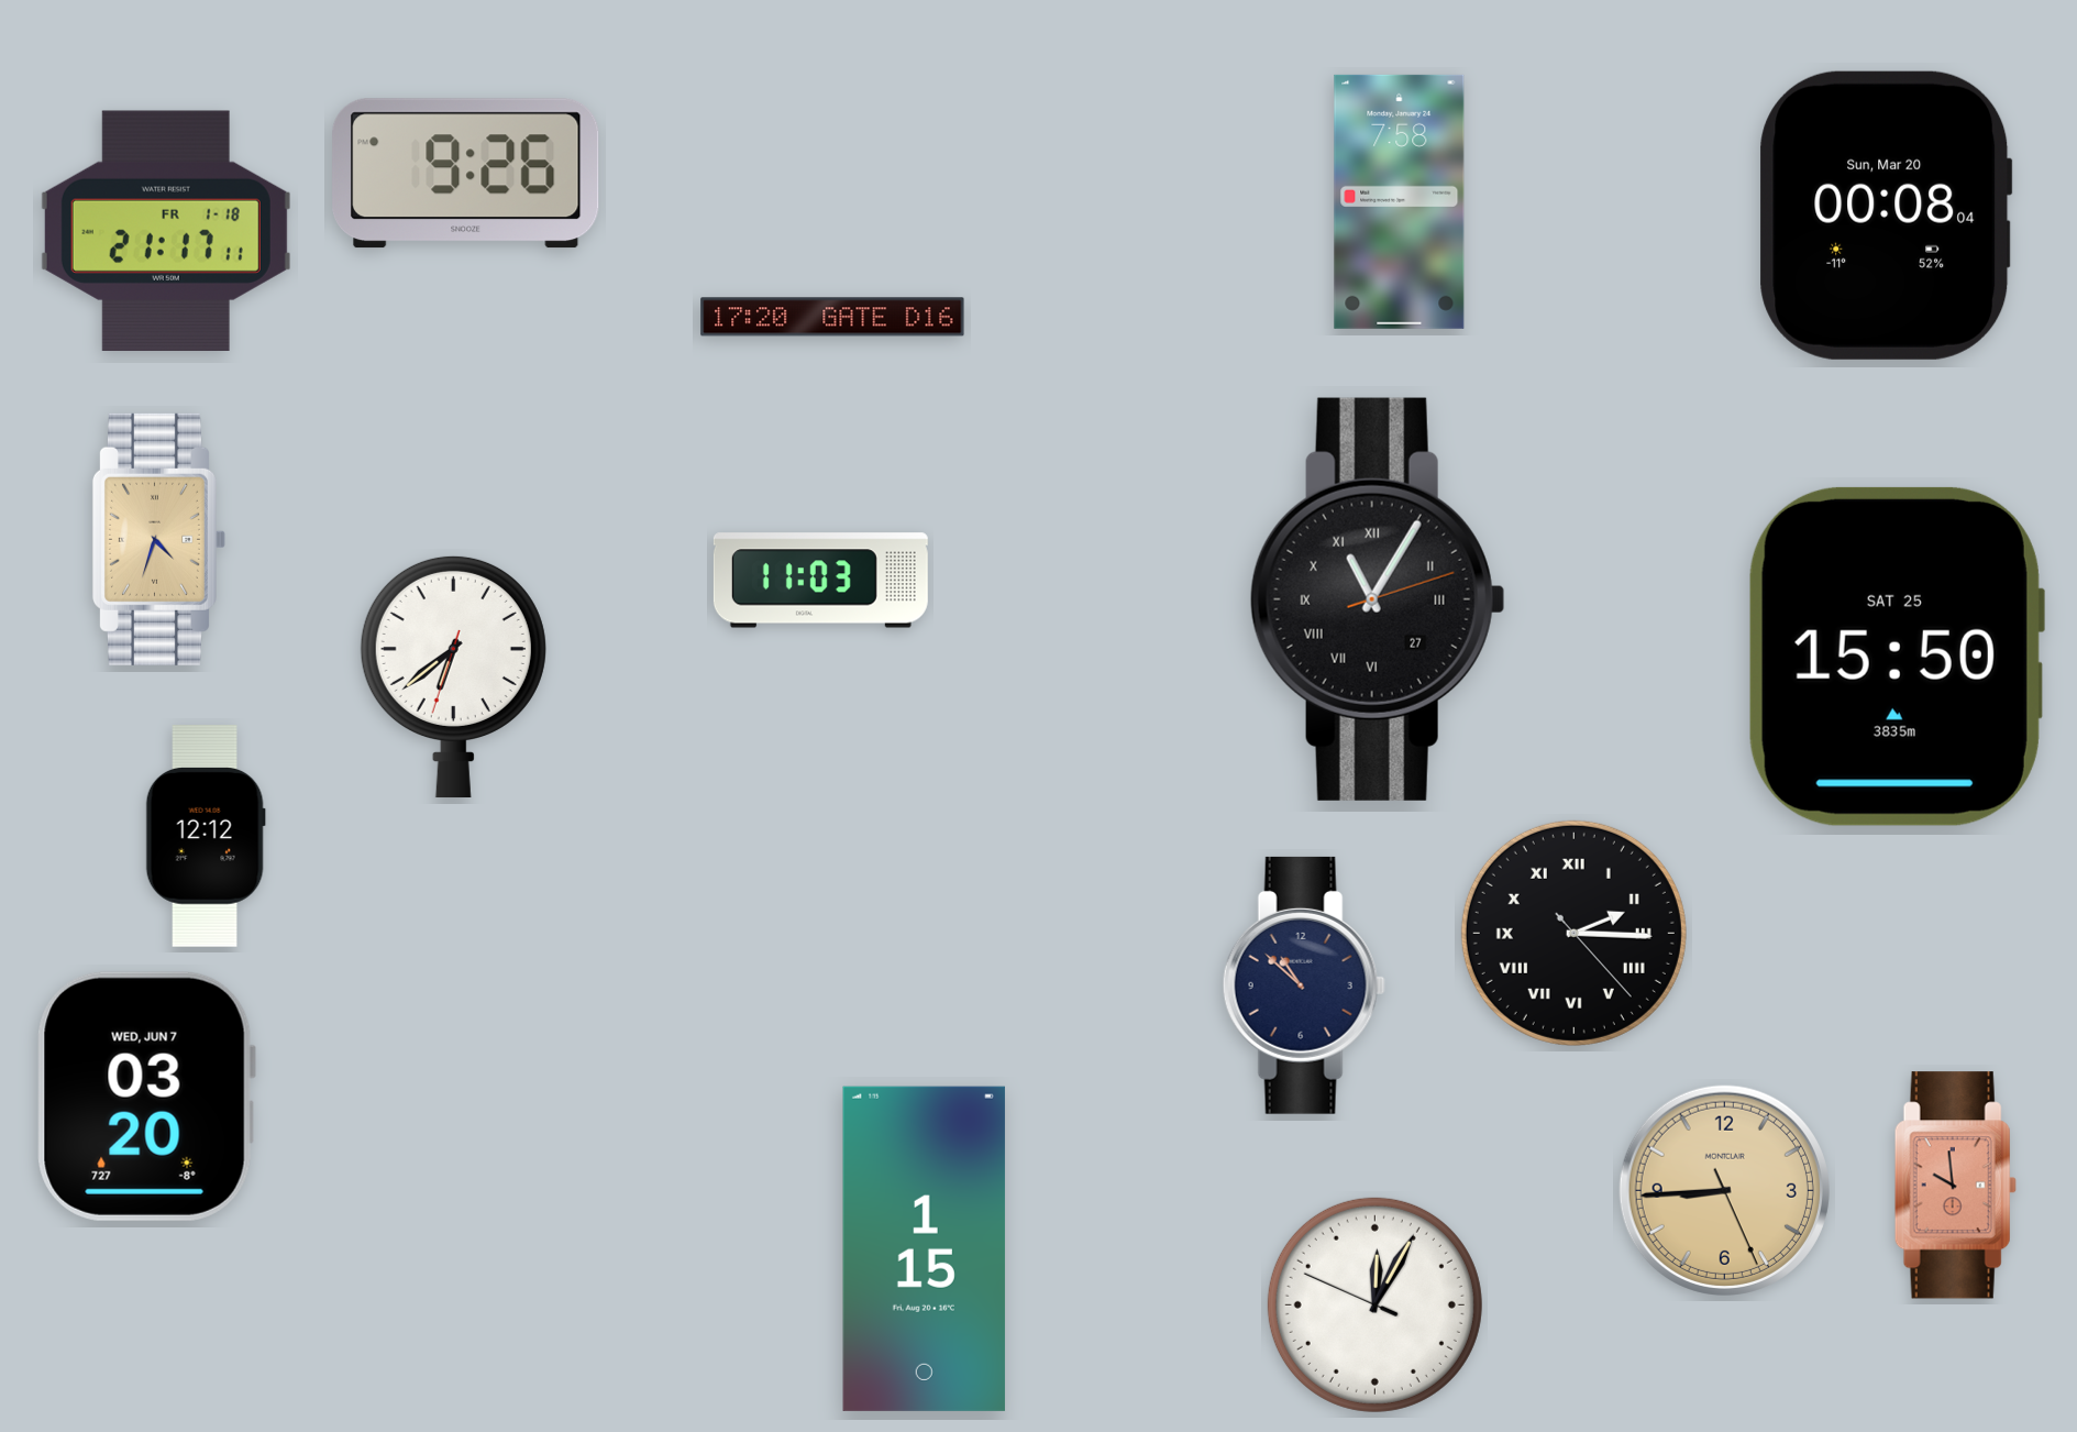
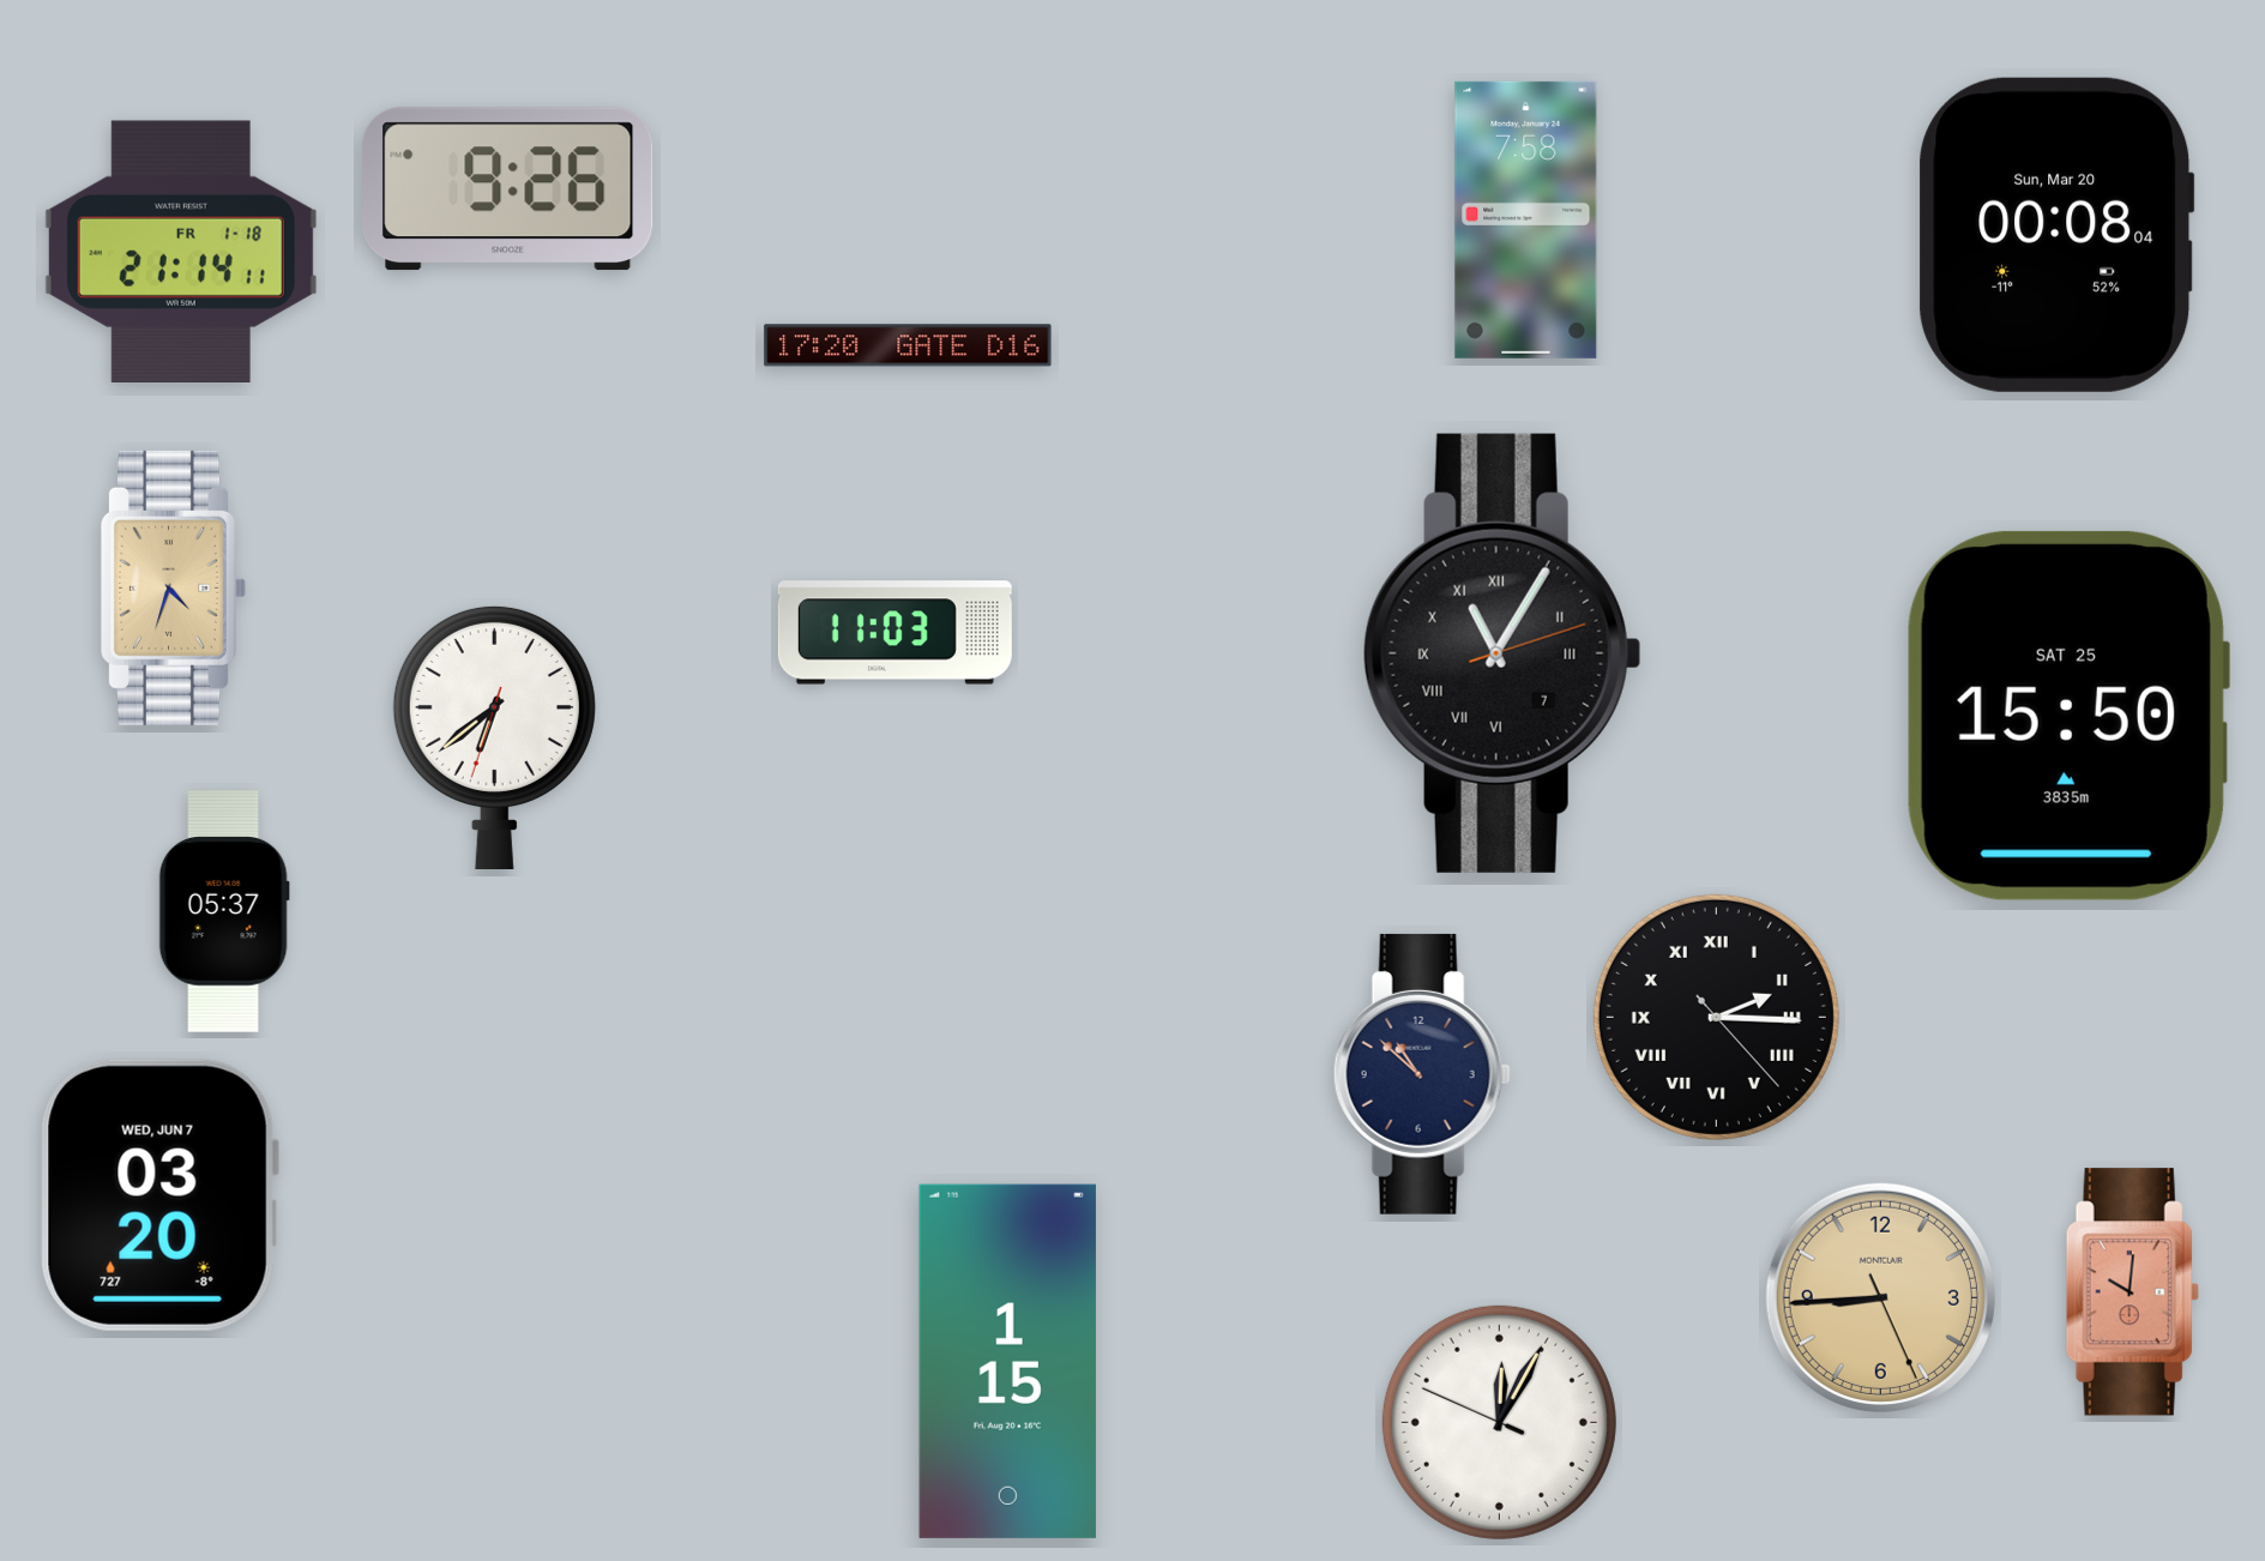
clock at (166, 230): 21:17 -> 21:14
clock at (1378, 599) date: 27 -> 7
clock at (206, 836): 12:12 -> 05:37
clock at (1955, 1186): 9:59 -> 10:01
